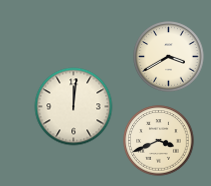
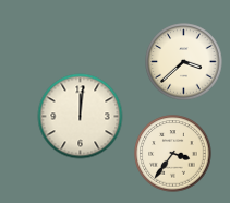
clock at (169, 57): 3:40 -> 3:38
clock at (159, 141): 3:41 -> 3:36
